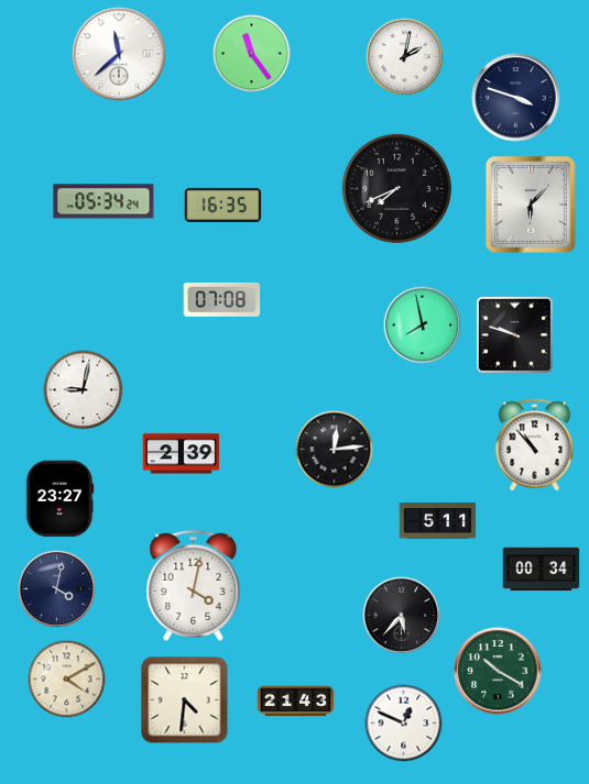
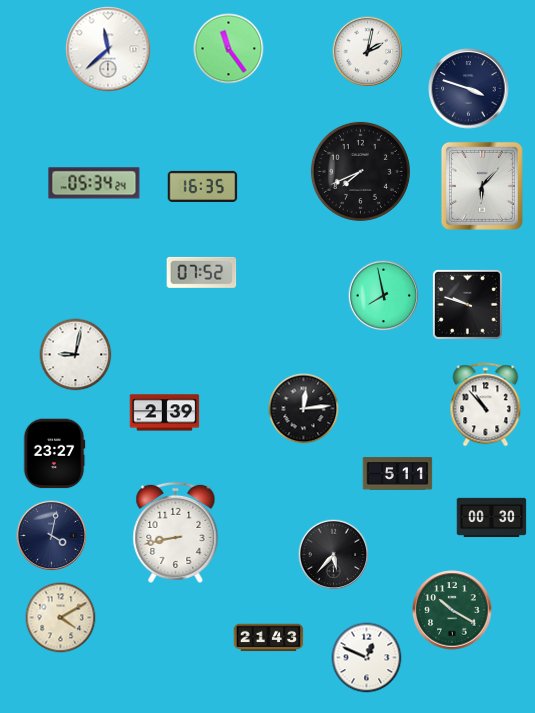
clock at (222, 299): 07:08 -> 07:52
clock at (542, 570): 00:34 -> 00:30
clock at (194, 585): 4:02 -> 8:43
clock at (402, 616) position: (402, 616) -> (334, 555)
clock at (185, 700): 4:31 -> none
